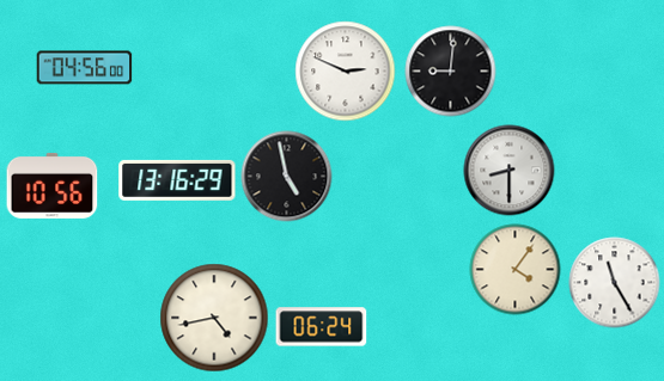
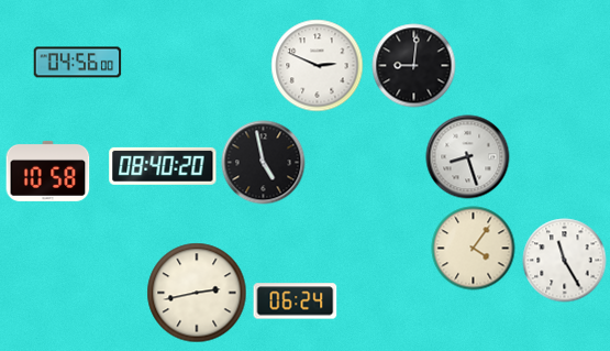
clock at (510, 171): 8:30 -> 8:27
clock at (177, 180): 13:16 -> 08:40
clock at (53, 185): 10:56 -> 10:58
clock at (214, 318): 4:43 -> 2:43
